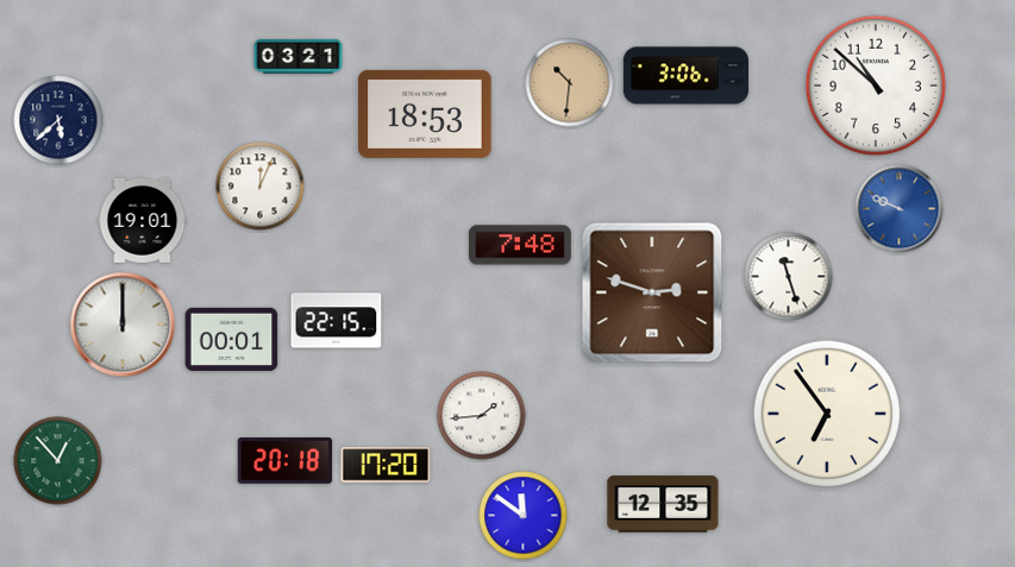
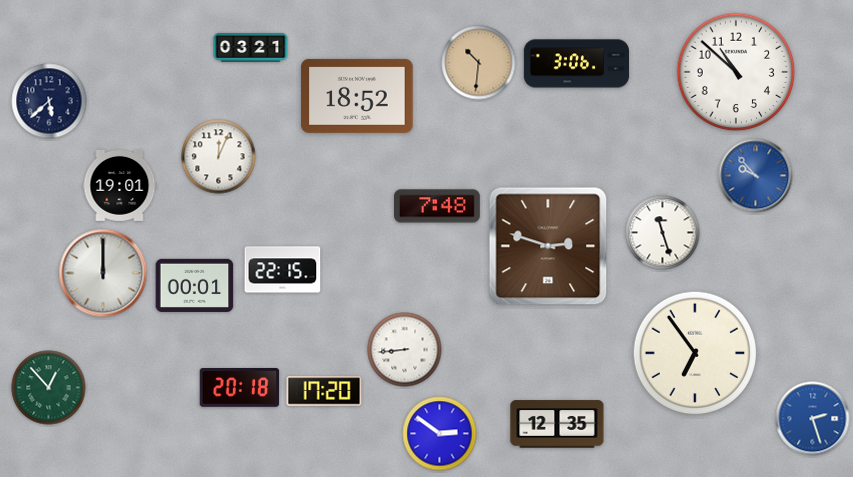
clock at (570, 83) position: (570, 83) -> (479, 63)
clock at (425, 114): 18:53 -> 18:52
clock at (900, 209): 9:49 -> 9:53
clock at (827, 414) position: (827, 414) -> (695, 353)
clock at (482, 416): 1:44 -> 8:44
clock at (813, 419): none -> 2:27
clock at (524, 516): 11:51 -> 2:51
